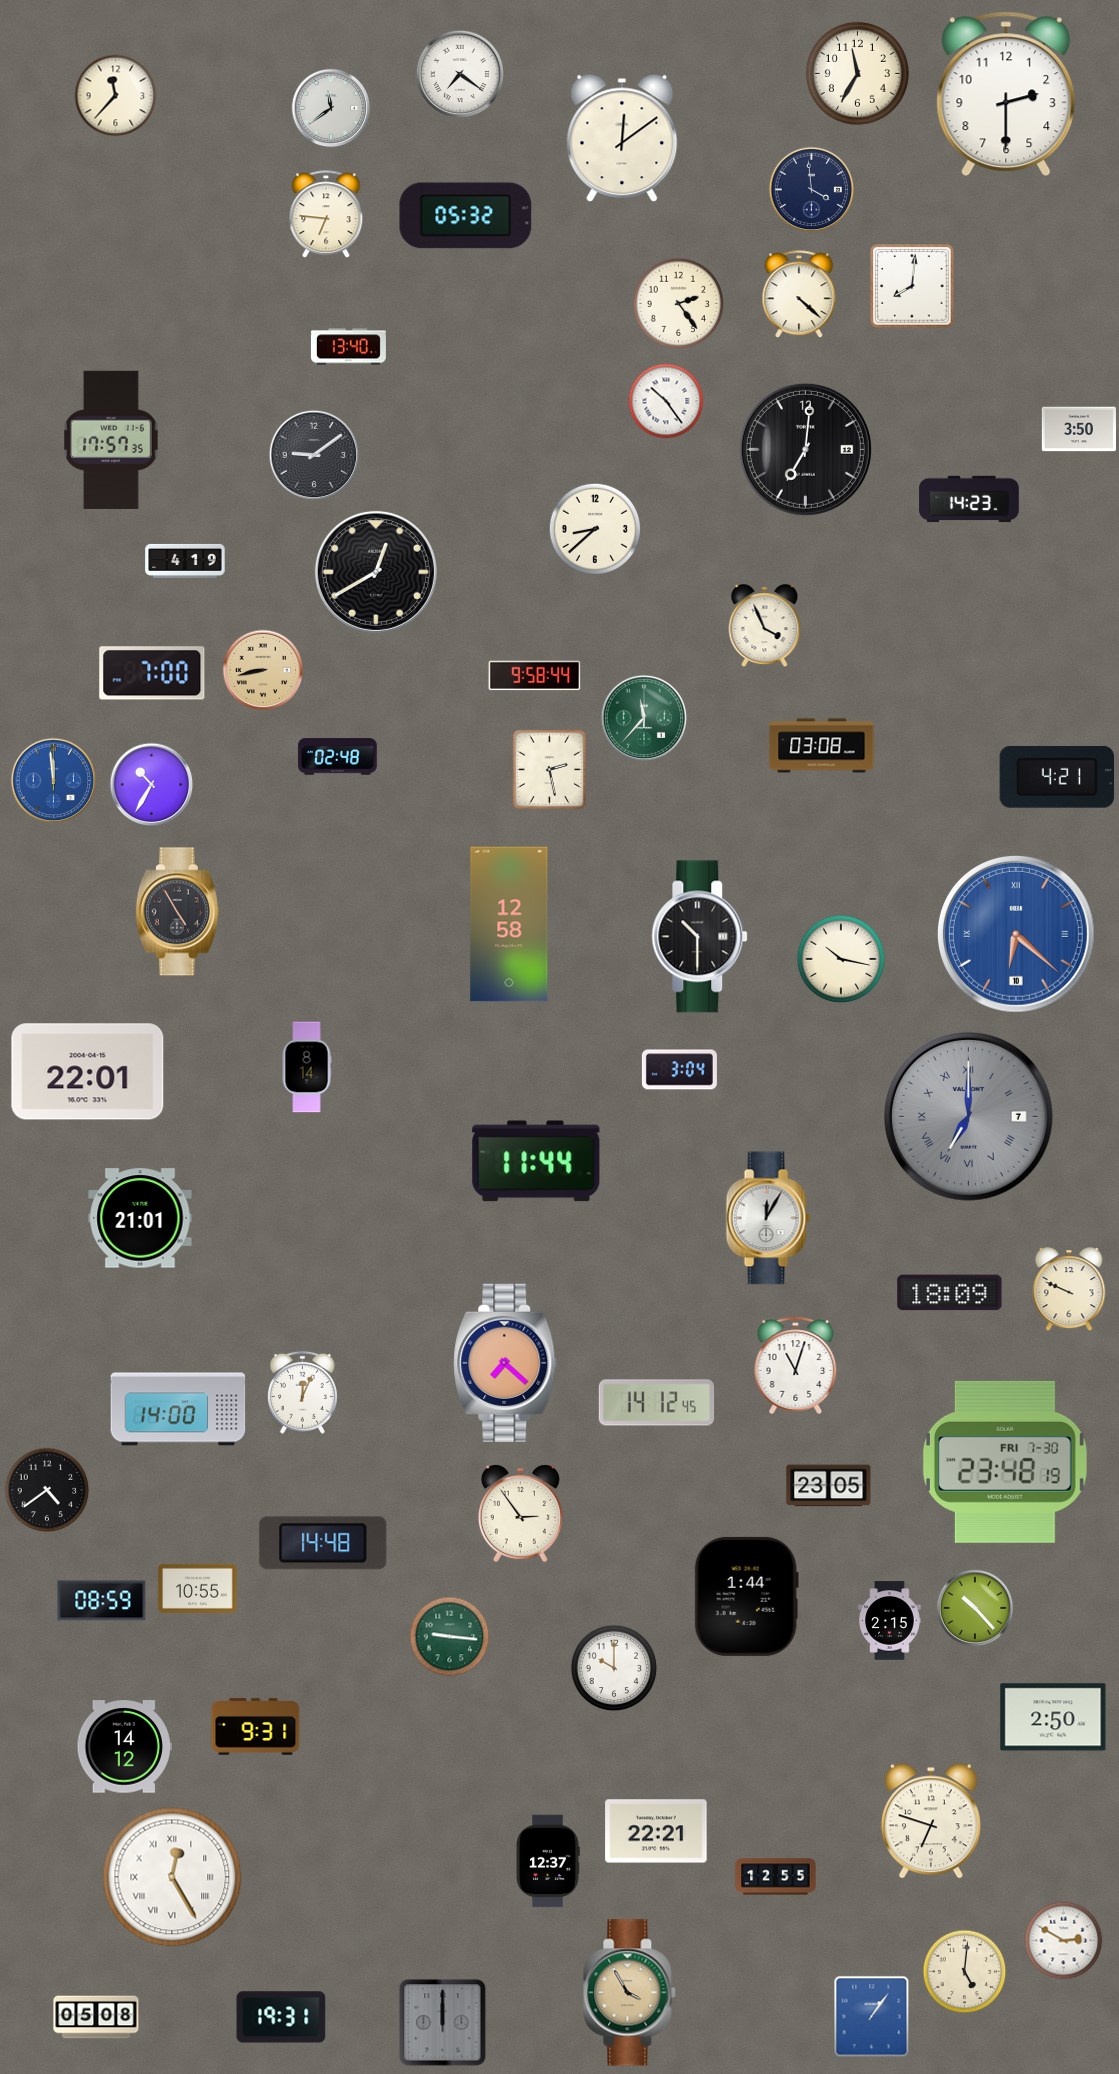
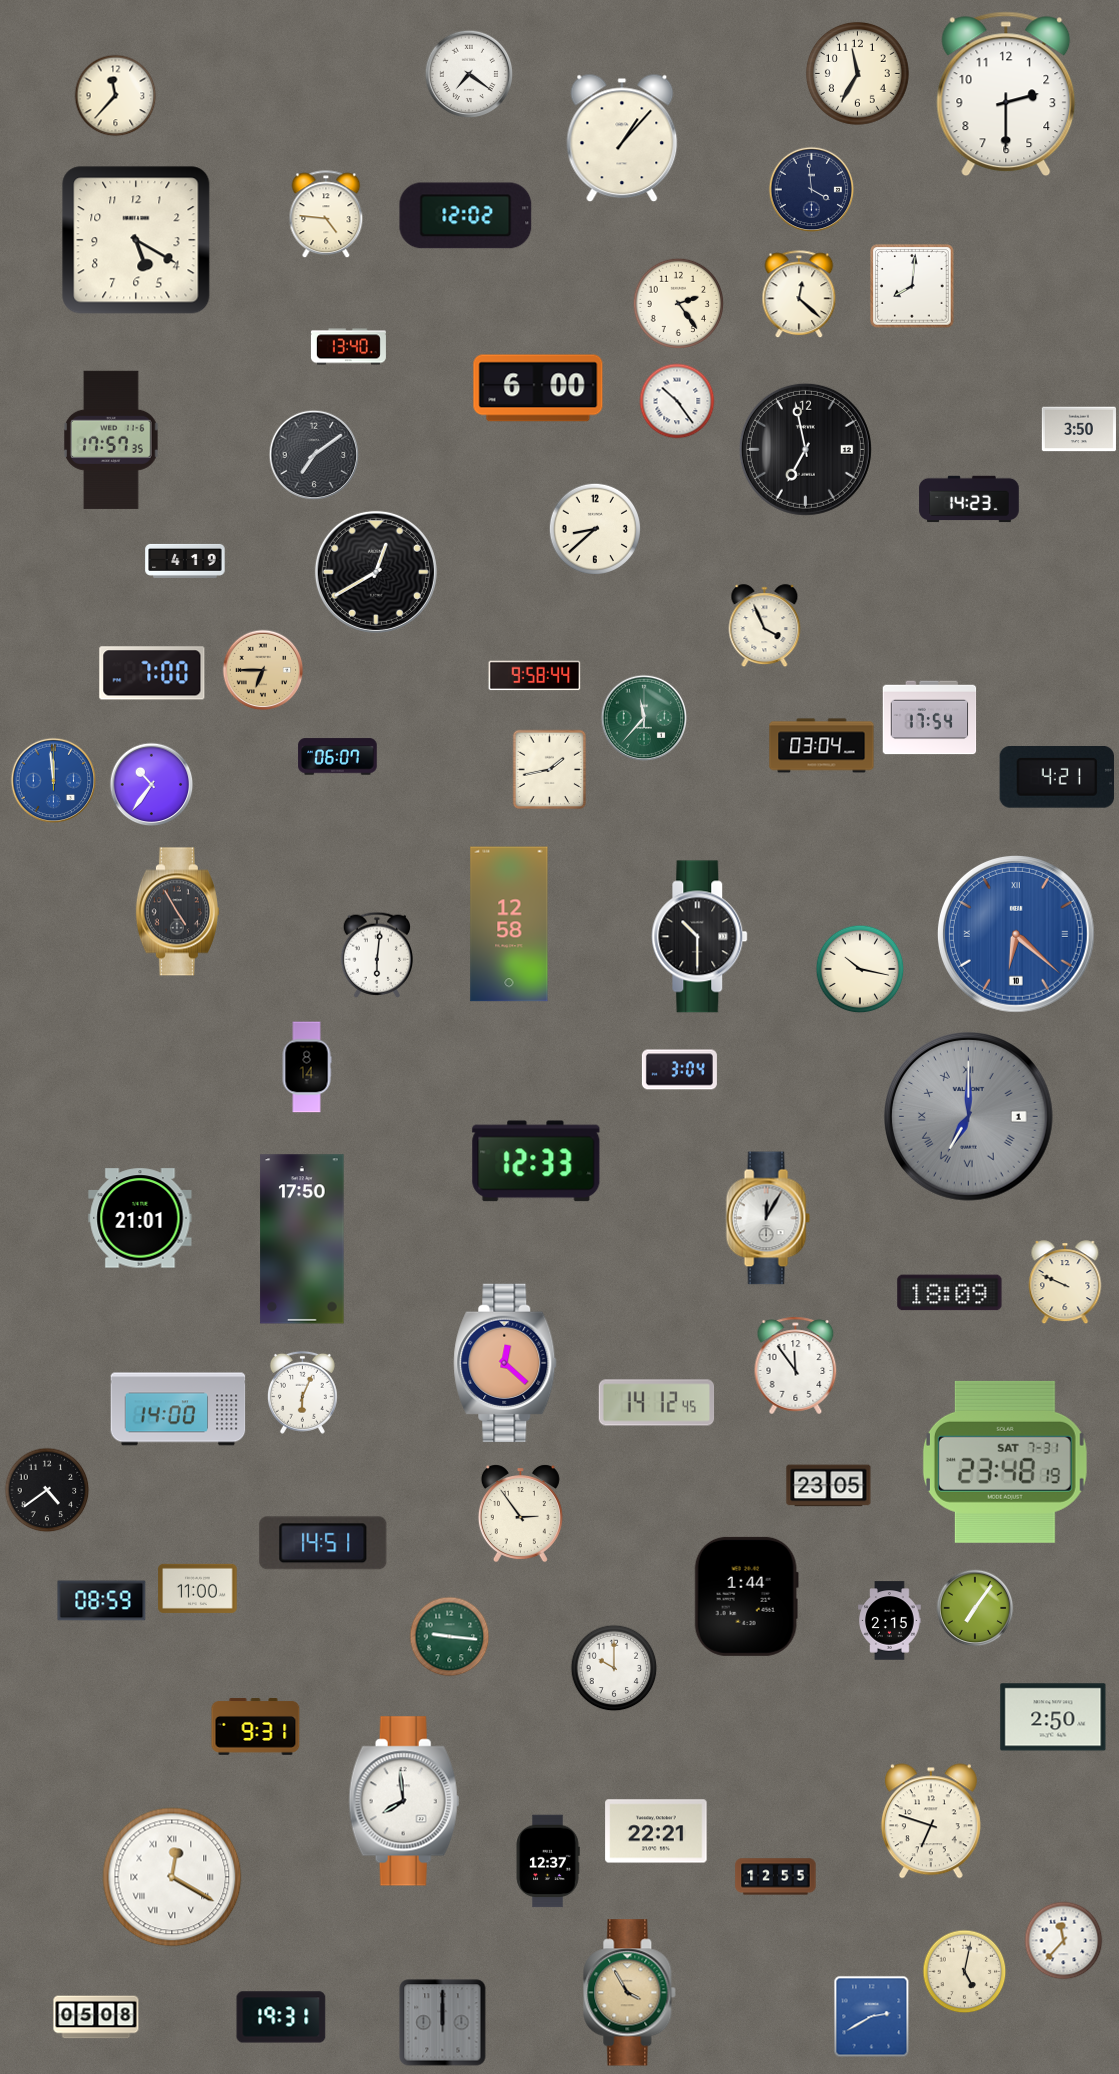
clock at (460, 74) position: (460, 74) -> (469, 74)
clock at (331, 108): 11:39 -> none
clock at (622, 138): 12:09 -> 1:07
clock at (326, 215): 6:46 -> 4:46
clock at (466, 216): 05:32 -> 12:02
clock at (136, 240): none -> 5:20
clock at (799, 295): 4:22 -> 12:22
clock at (538, 388): none -> 6:00
clock at (666, 401) position: (666, 401) -> (677, 401)
clock at (805, 449): 7:01 -> 6:58
clock at (314, 455): 9:09 -> 7:09
clock at (263, 670): 8:43 -> 6:45
clock at (930, 718): none -> 17:54
clock at (822, 746): 03:08 -> 03:04
clock at (338, 757): 02:48 -> 06:07
clock at (550, 770): 2:28 -> 1:43
clock at (152, 785): 10:35 -> 10:36
clock at (377, 955): none -> 6:01
clock at (841, 959) position: (841, 959) -> (860, 969)
clock at (88, 1072): 22:01 -> none
clock at (969, 1117) date: 7 -> 1
clock at (536, 1161): 11:44 -> 12:33
clock at (302, 1239): none -> 17:50
clock at (1069, 1290) position: (1069, 1290) -> (1065, 1283)
clock at (505, 1363): 7:22 -> 12:22
clock at (796, 1366): 11:03 -> 11:54
clock at (302, 1392): 12:04 -> 6:04
clock at (1005, 1462) date: FRI 7-30 -> SAT 7-31
clock at (323, 1543): 14:48 -> 14:51
clock at (198, 1588): 10:55 -> 11:00
clock at (975, 1608): 10:23 -> 7:06
clock at (124, 1747): 14:12 -> none
clock at (404, 1801): none -> 7:59
clock at (172, 1877): 12:25 -> 12:20
clock at (1064, 1941): 2:50 -> 11:37
clock at (965, 1972): 5:01 -> 5:02
clock at (872, 2017): 1:06 -> 2:40
